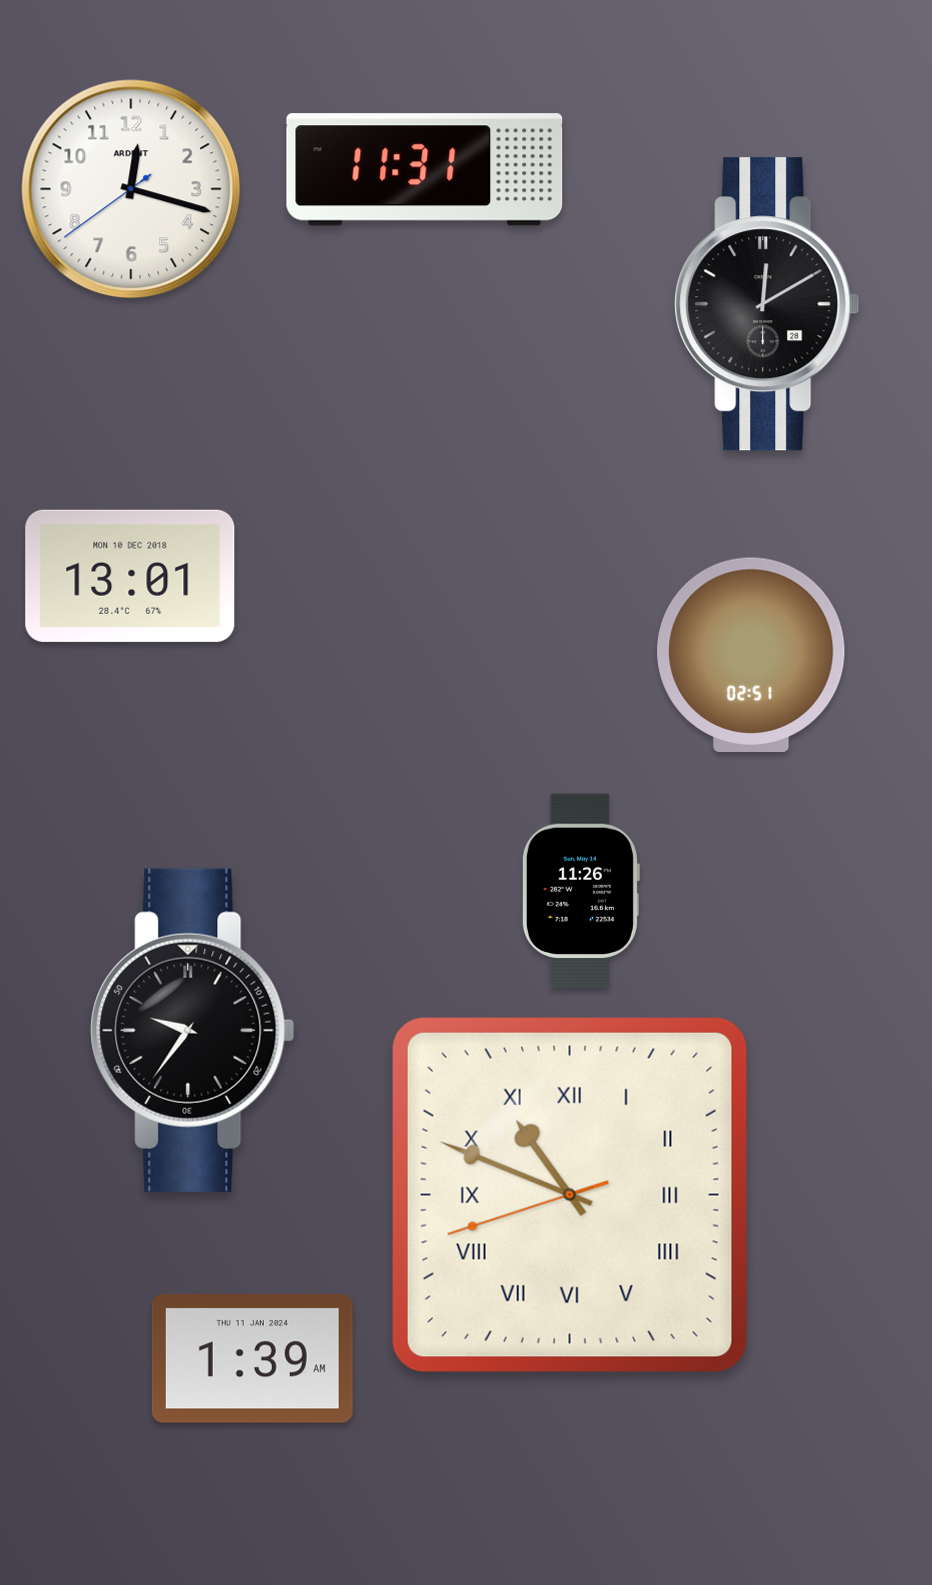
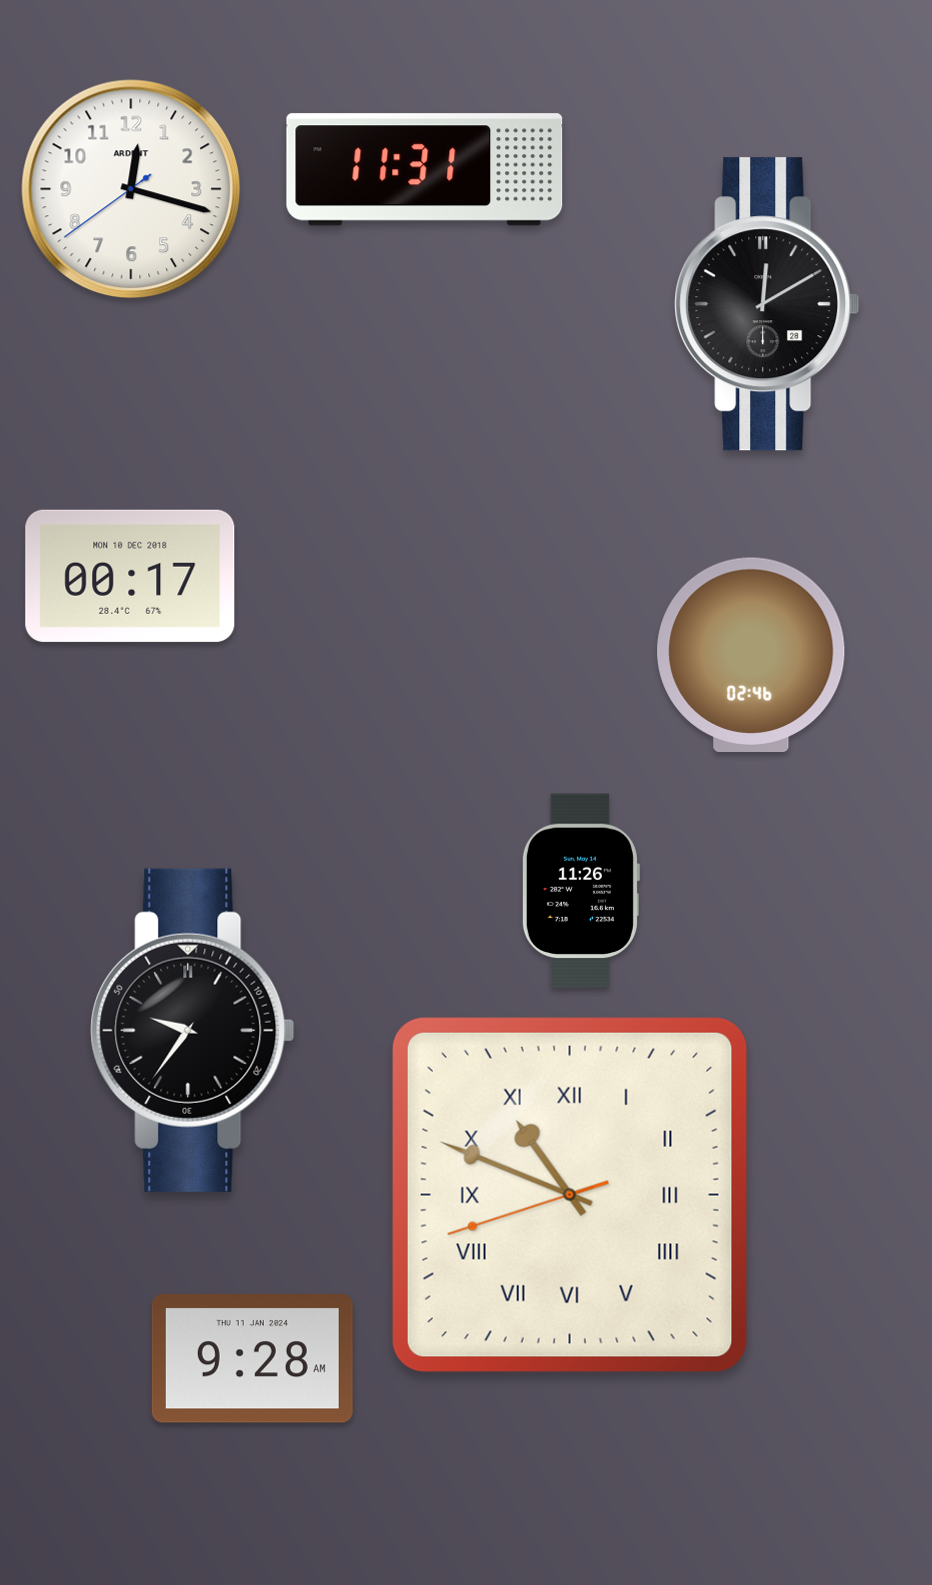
clock at (130, 576): 13:01 -> 00:17
clock at (751, 655): 02:51 -> 02:46
clock at (252, 1359): 1:39 -> 9:28
